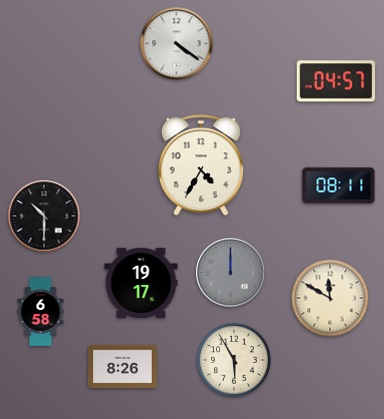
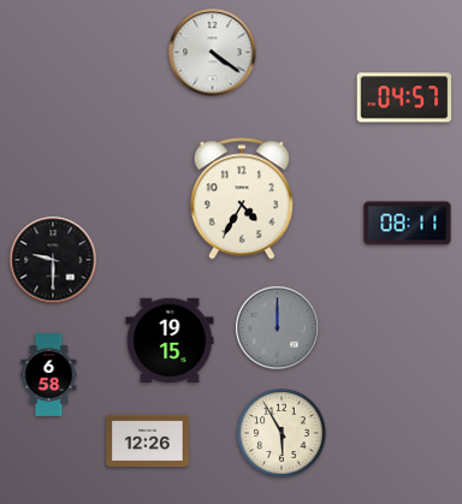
clock at (44, 216): 10:30 -> 9:30
clock at (141, 282): 19:17 -> 19:15
clock at (330, 298): 11:50 -> none
clock at (123, 367): 8:26 -> 12:26
